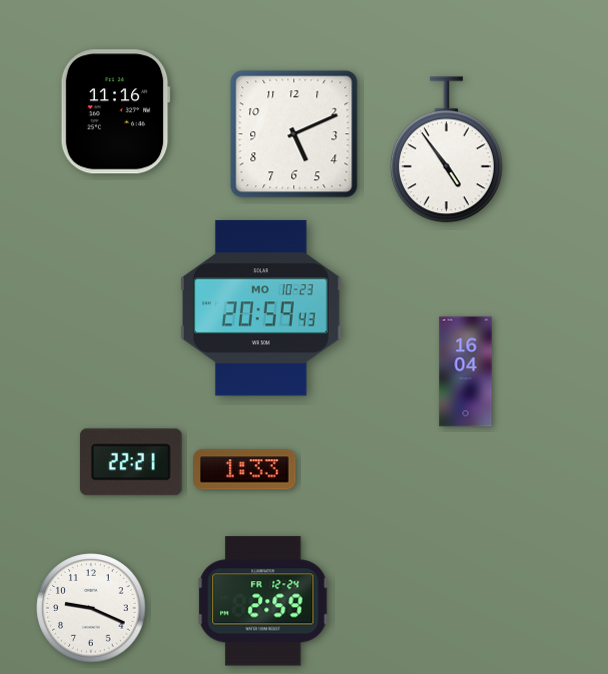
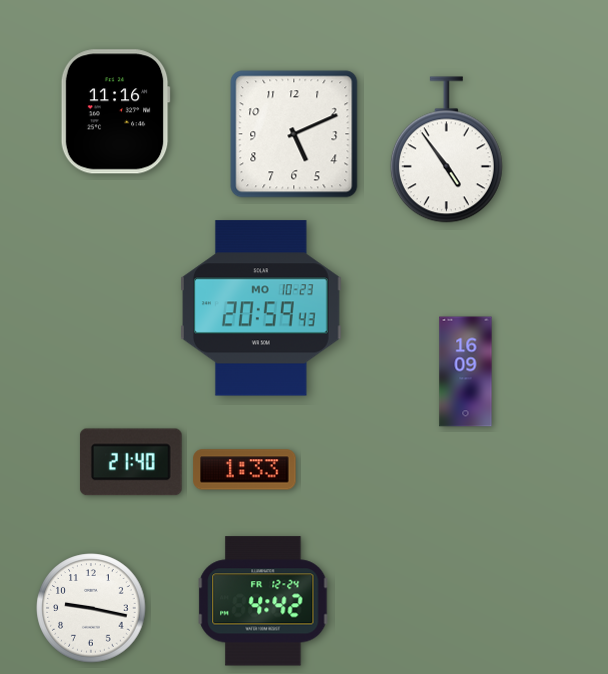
clock at (466, 372): 16:04 -> 16:09
clock at (131, 462): 22:21 -> 21:40
clock at (263, 601): 2:59 -> 4:42
clock at (91, 608): 9:19 -> 9:17
